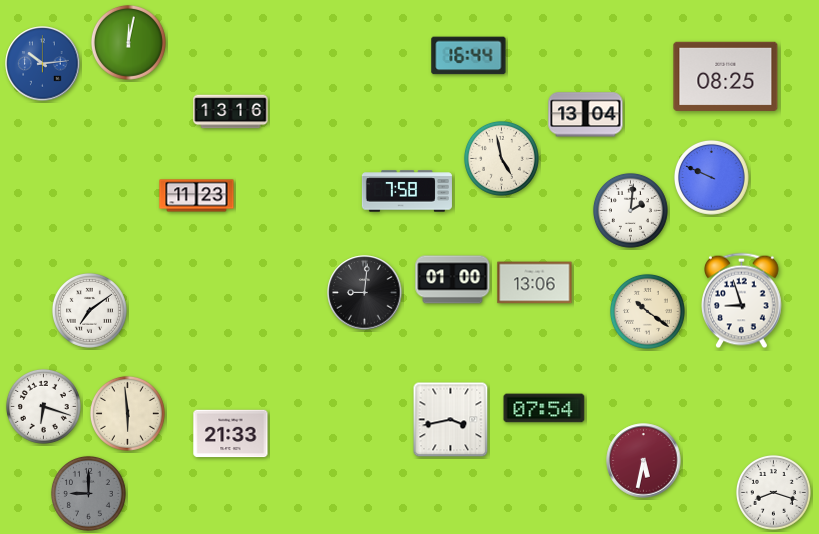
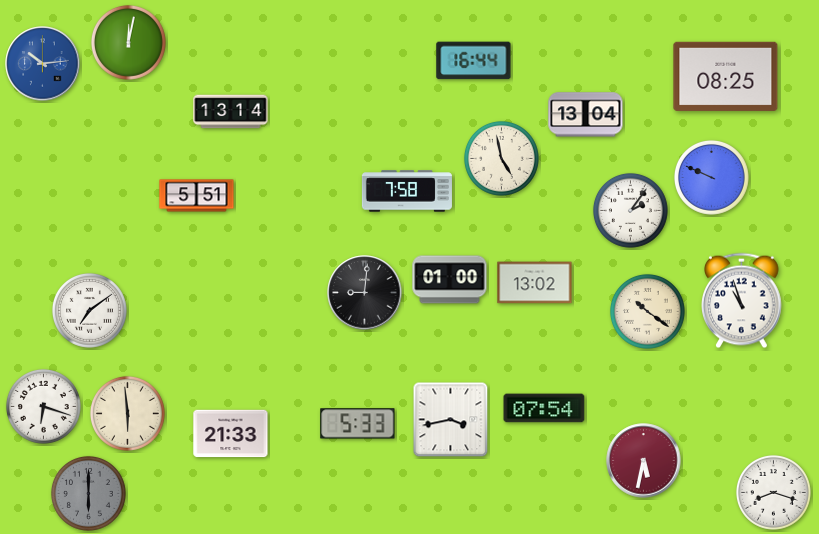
clock at (469, 56) position: (469, 56) -> (474, 61)
clock at (231, 112): 13:16 -> 13:14
clock at (197, 196): 11:23 -> 5:51
clock at (630, 210): 2:01 -> 2:06
clock at (453, 280) position: (453, 280) -> (450, 280)
clock at (535, 283): 13:06 -> 13:02
clock at (742, 301): 8:57 -> 10:57
clock at (358, 424): none -> 5:33
clock at (88, 493): 9:00 -> 6:00
